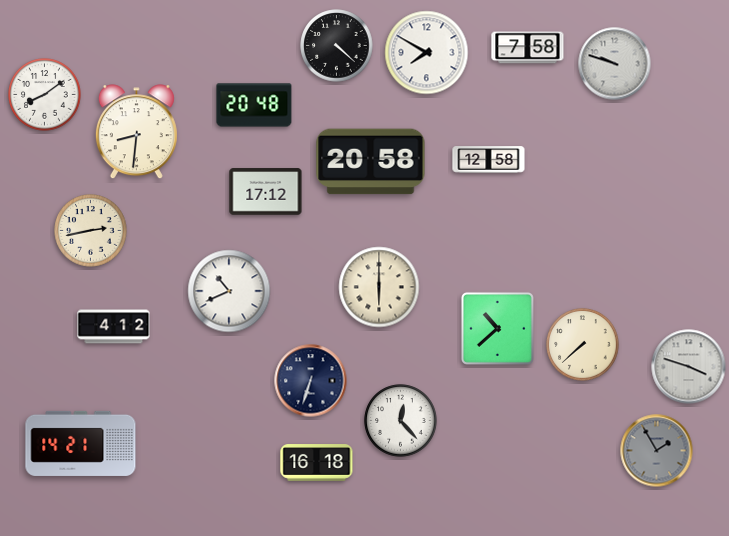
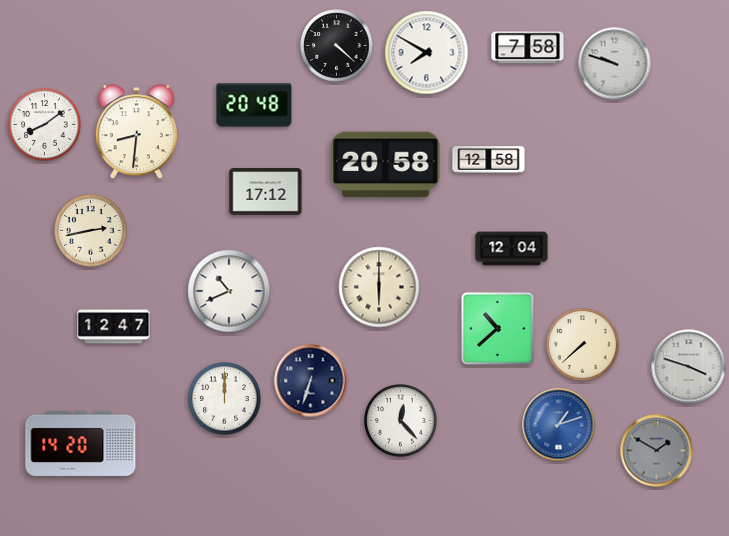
clock at (45, 95) position: (45, 95) -> (45, 125)
clock at (371, 162) position: (371, 162) -> (386, 165)
clock at (512, 249): none -> 12:04
clock at (114, 327): 4:12 -> 12:47
clock at (225, 399): none -> 12:00
clock at (559, 425): none -> 1:12
clock at (81, 443): 14:21 -> 14:20
clock at (657, 451): 1:55 -> 1:50
clock at (317, 463): 16:18 -> none
